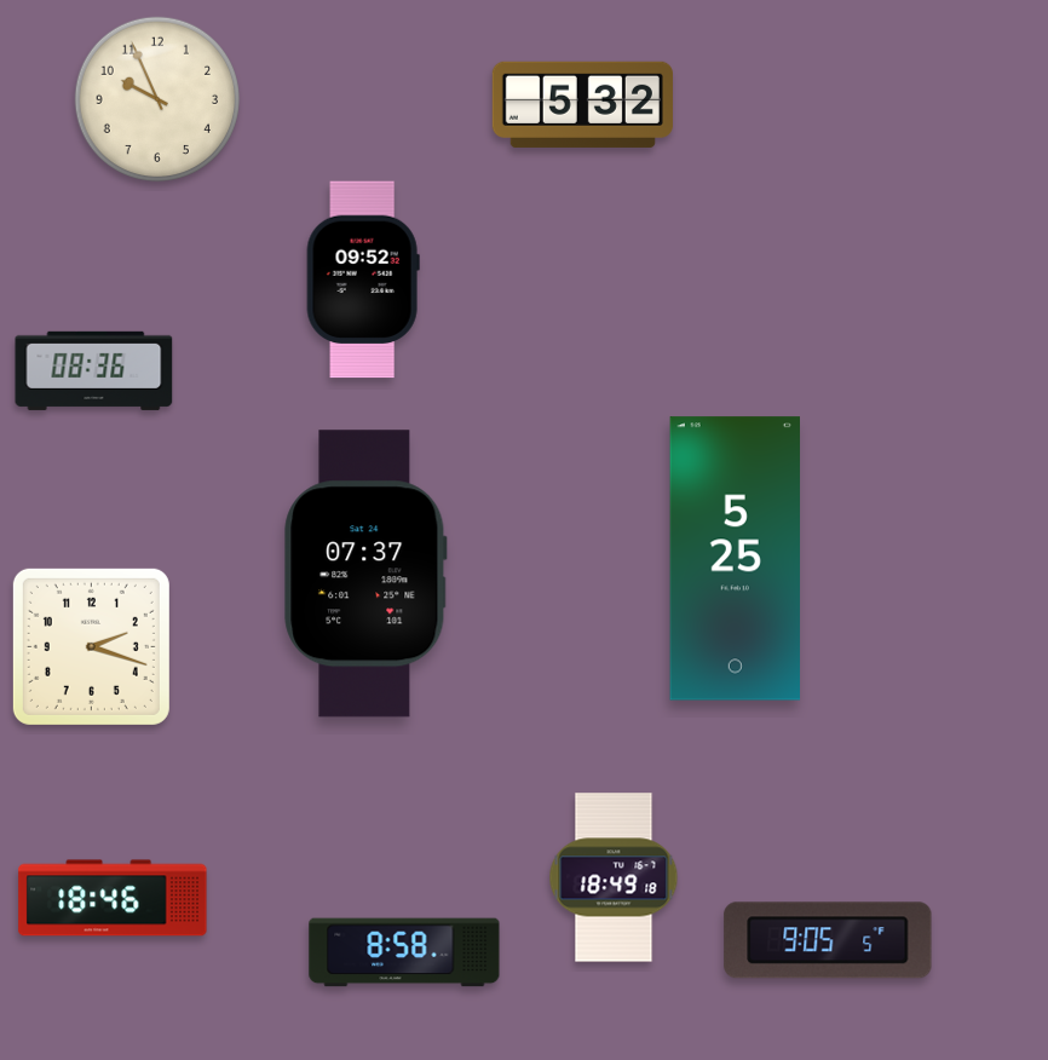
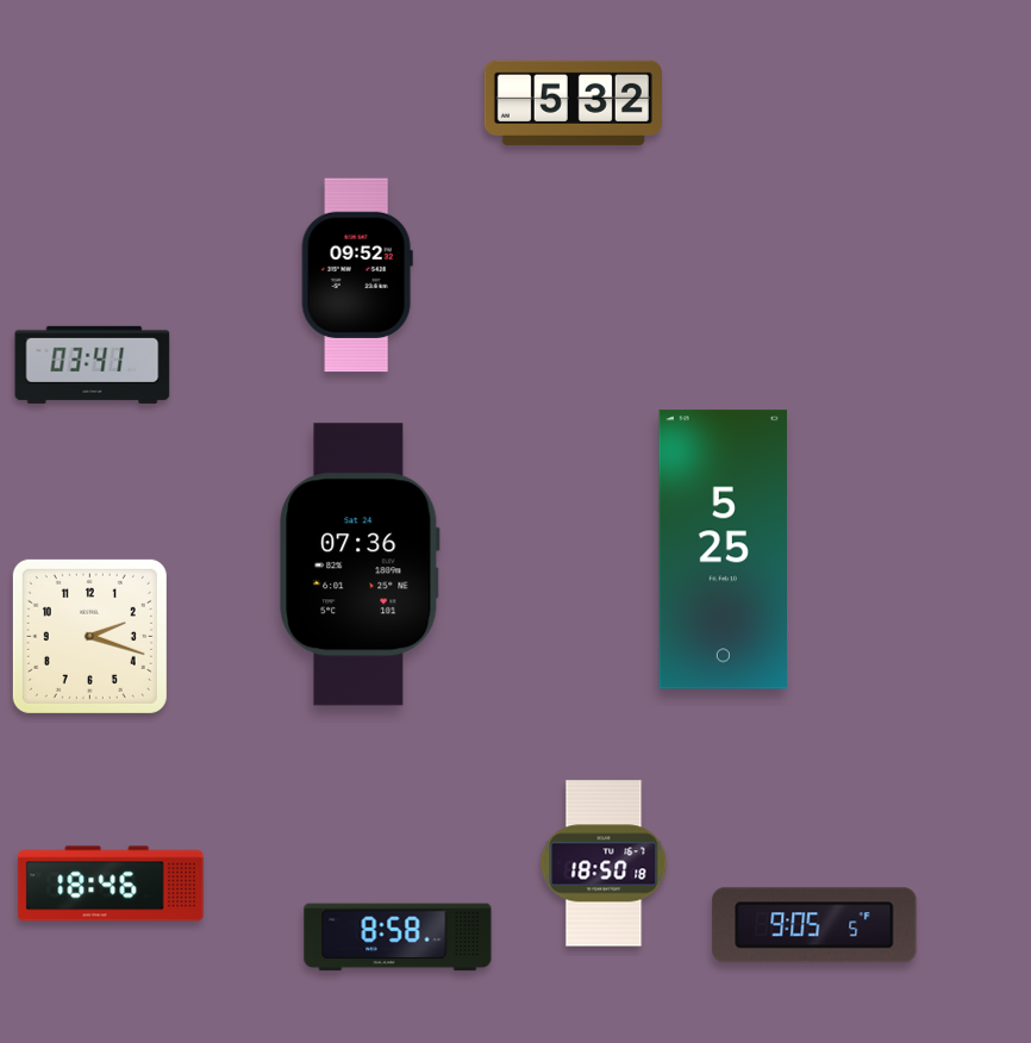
clock at (156, 98): 9:56 -> none
clock at (94, 370): 08:36 -> 03:41
clock at (365, 574): 07:37 -> 07:36
clock at (614, 877): 18:49 -> 18:50
